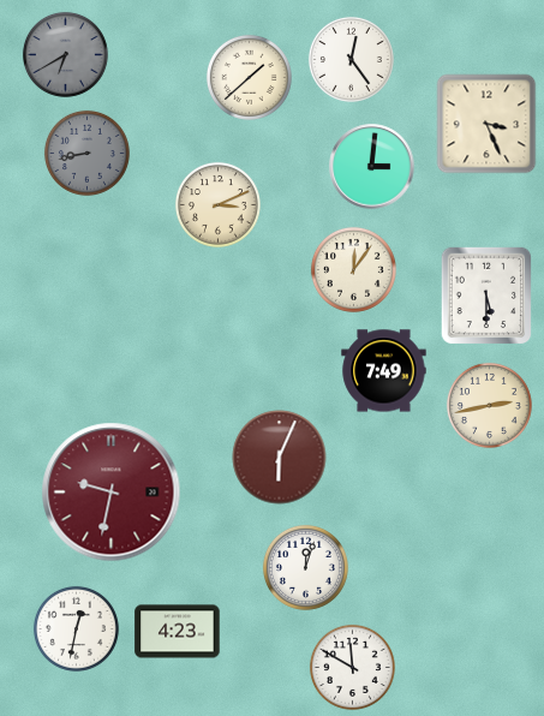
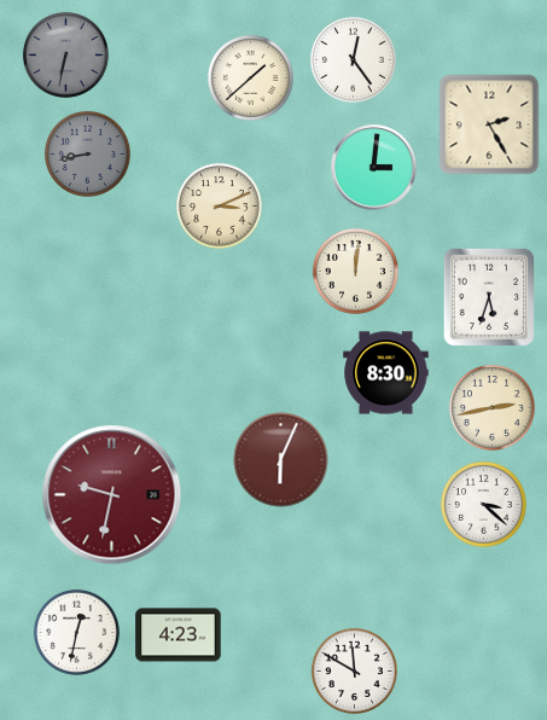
clock at (65, 54): 6:40 -> 6:32
clock at (486, 124): 3:26 -> 2:25
clock at (353, 269): 12:06 -> 12:01
clock at (486, 296): 5:30 -> 5:33
clock at (384, 371): 7:49 -> 8:30
clock at (483, 504): none -> 3:22
clock at (305, 567): 12:03 -> none
